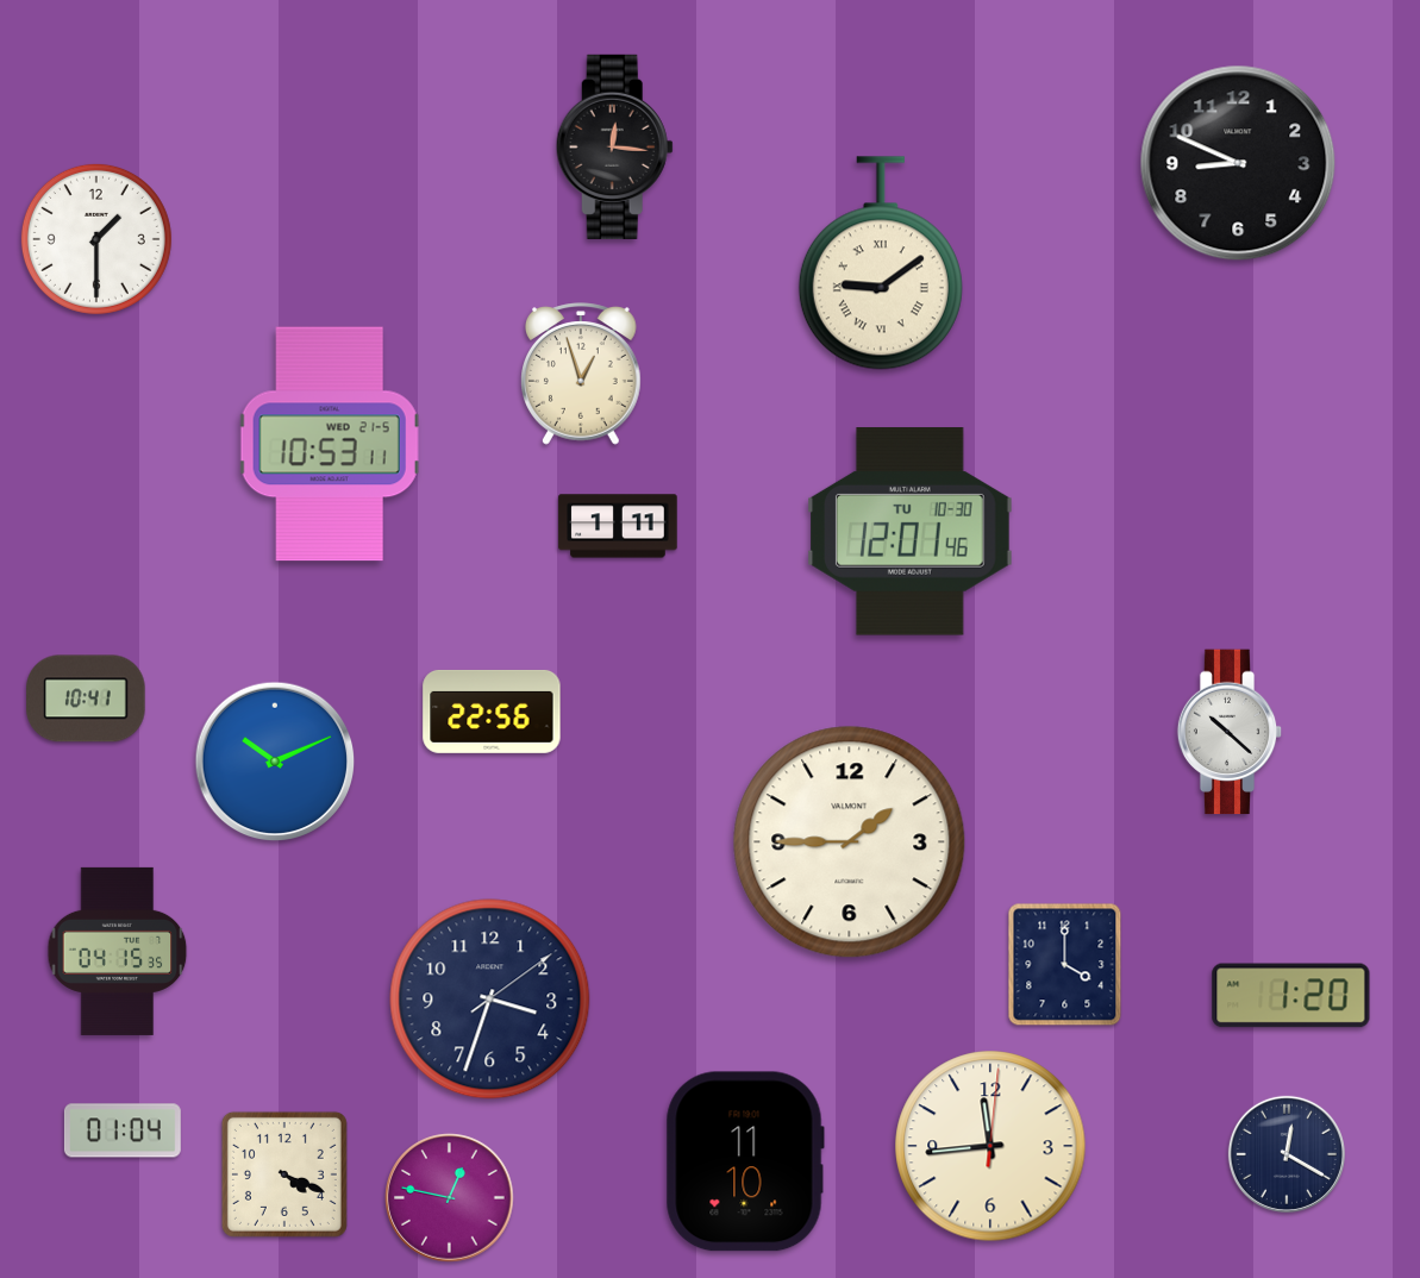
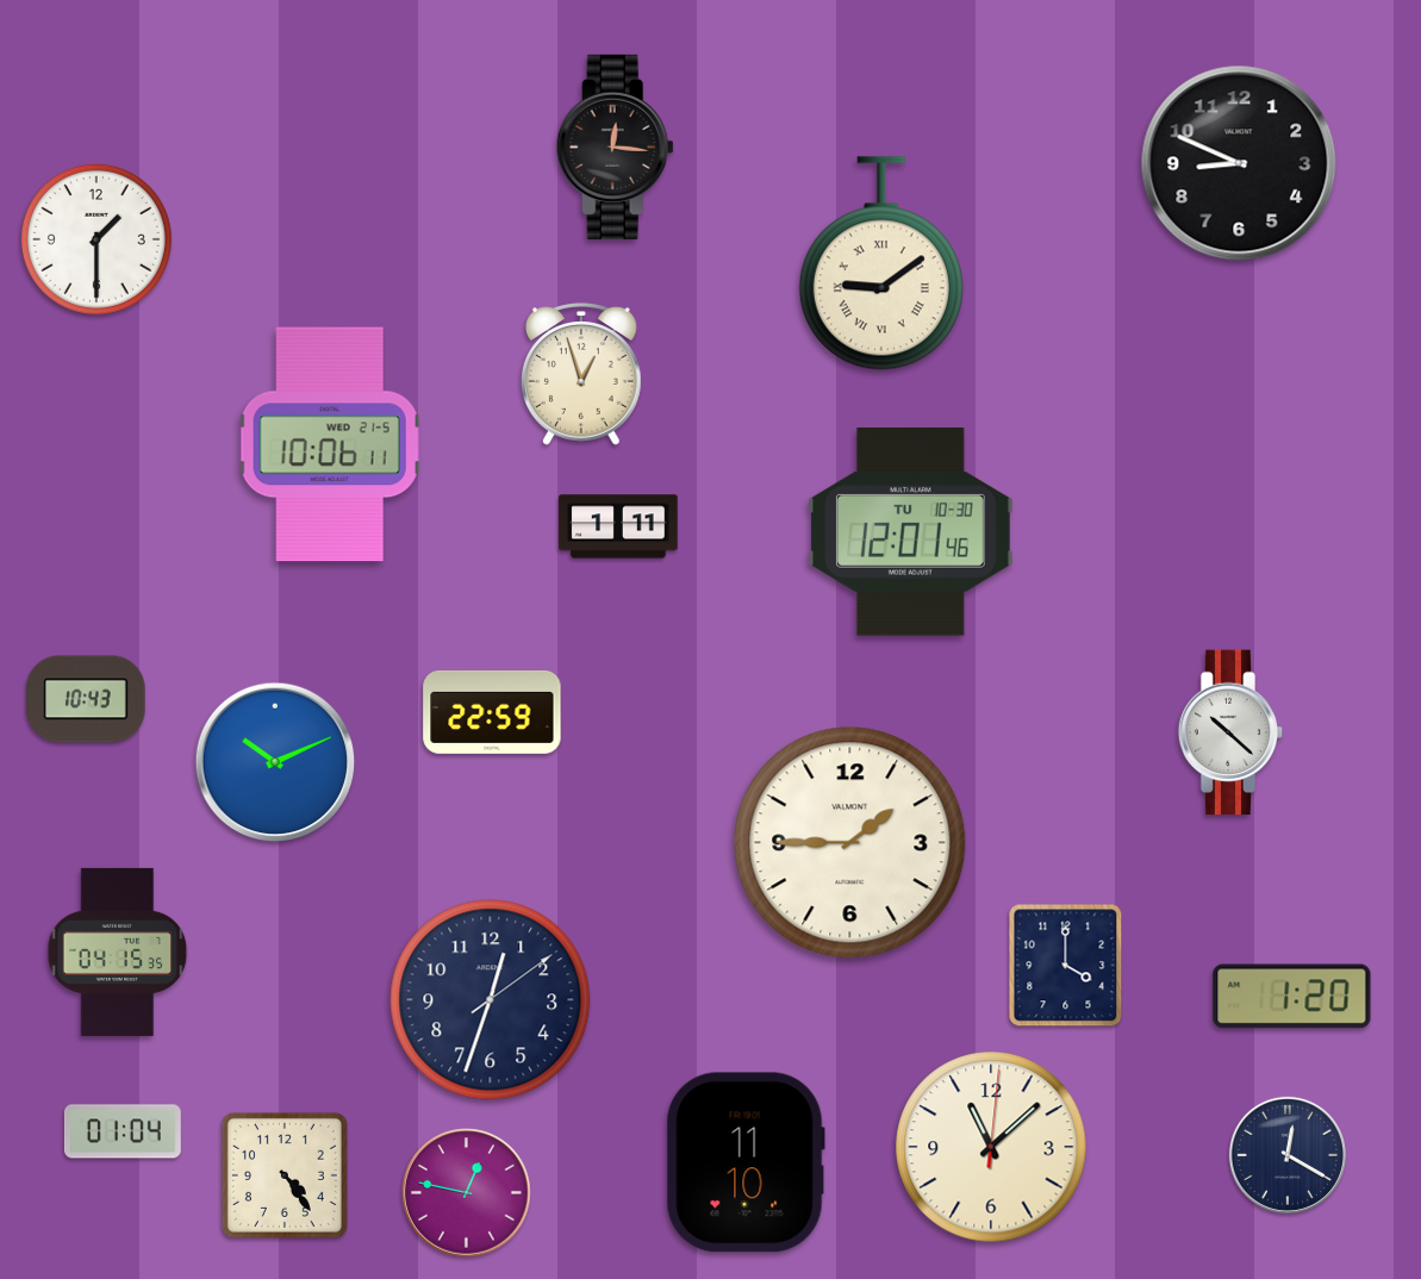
clock at (330, 444): 10:53 -> 10:06
clock at (86, 698): 10:41 -> 10:43
clock at (492, 712): 22:56 -> 22:59
clock at (490, 1000): 3:33 -> 12:33
clock at (990, 1146): 11:44 -> 11:08
clock at (284, 1174): 4:19 -> 4:24
clock at (450, 1198) position: (450, 1198) -> (467, 1193)
